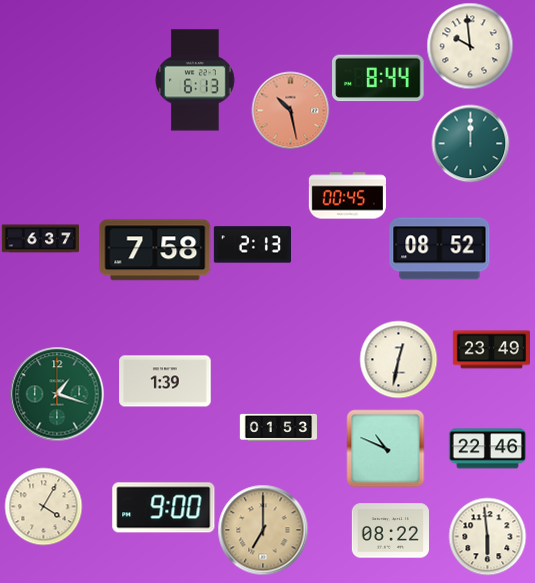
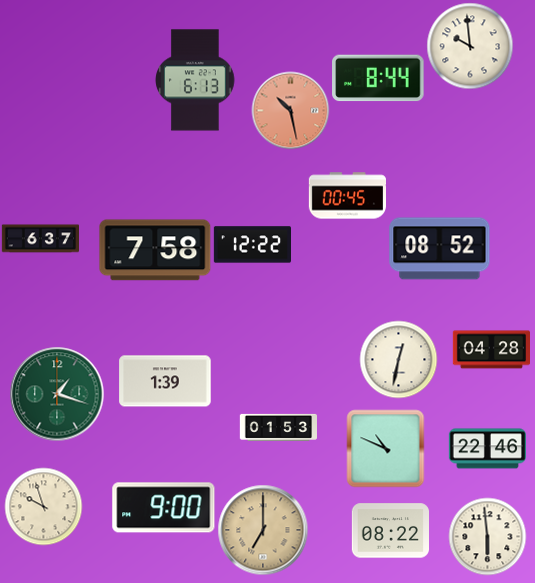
clock at (470, 143): 12:00 -> none
clock at (252, 245): 2:13 -> 12:22
clock at (491, 350): 23:49 -> 04:28
clock at (43, 506): 4:05 -> 9:57
